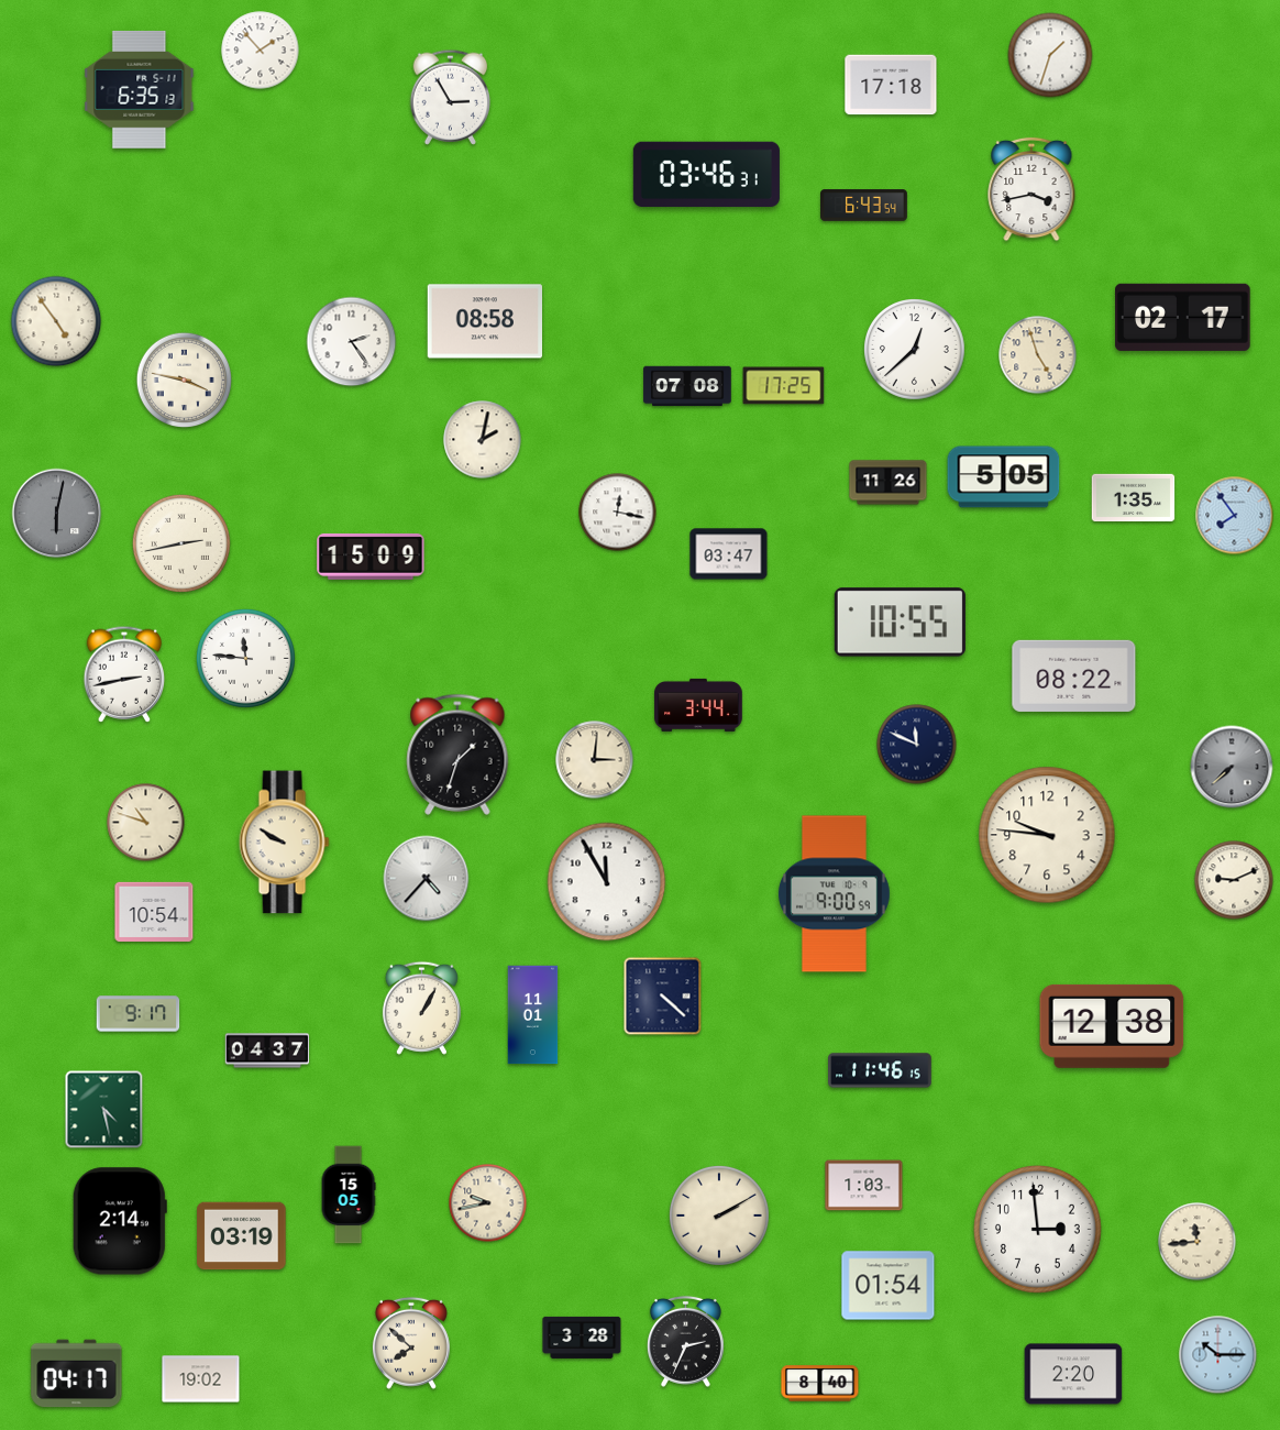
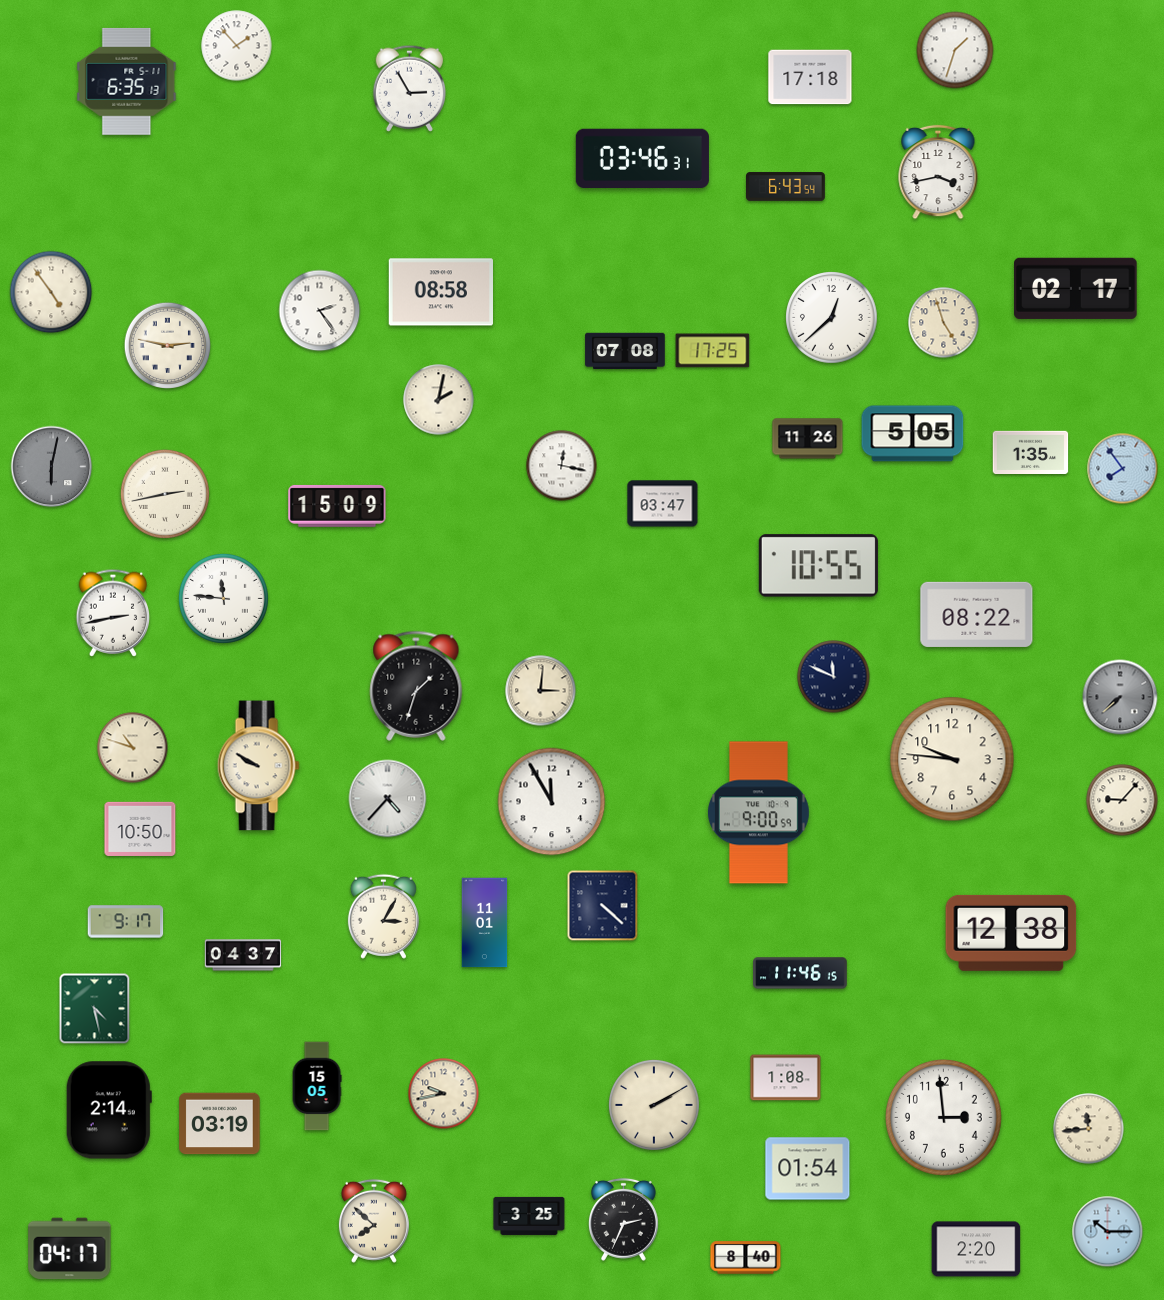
clock at (184, 380): 3:47 -> 2:47
clock at (698, 705): 3:44 -> none
clock at (1234, 880): 9:11 -> 9:07
clock at (154, 912): 10:54 -> 10:50
clock at (421, 1008): 1:05 -> 3:05
clock at (864, 1186): 1:03 -> 1:08
clock at (582, 1338): 3:28 -> 3:25
clock at (201, 1379): 19:02 -> none
